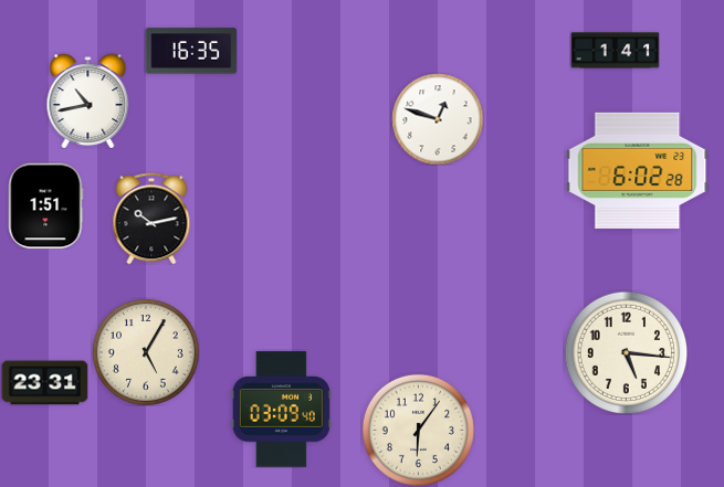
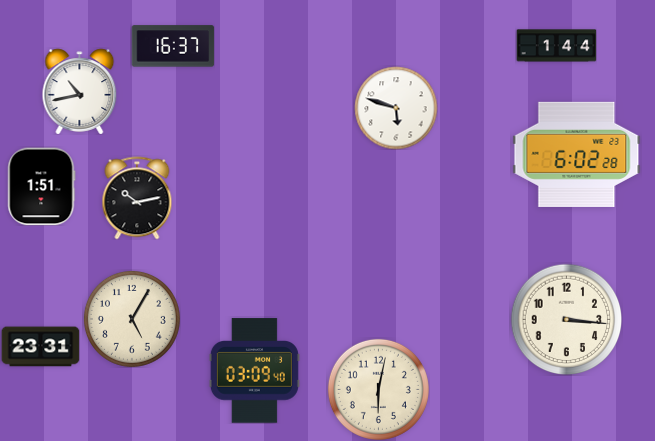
clock at (191, 51): 16:35 -> 16:37
clock at (615, 51): 1:41 -> 1:44
clock at (438, 119): 12:48 -> 5:48
clock at (626, 352): 5:16 -> 3:16
clock at (418, 430): 6:06 -> 6:02
